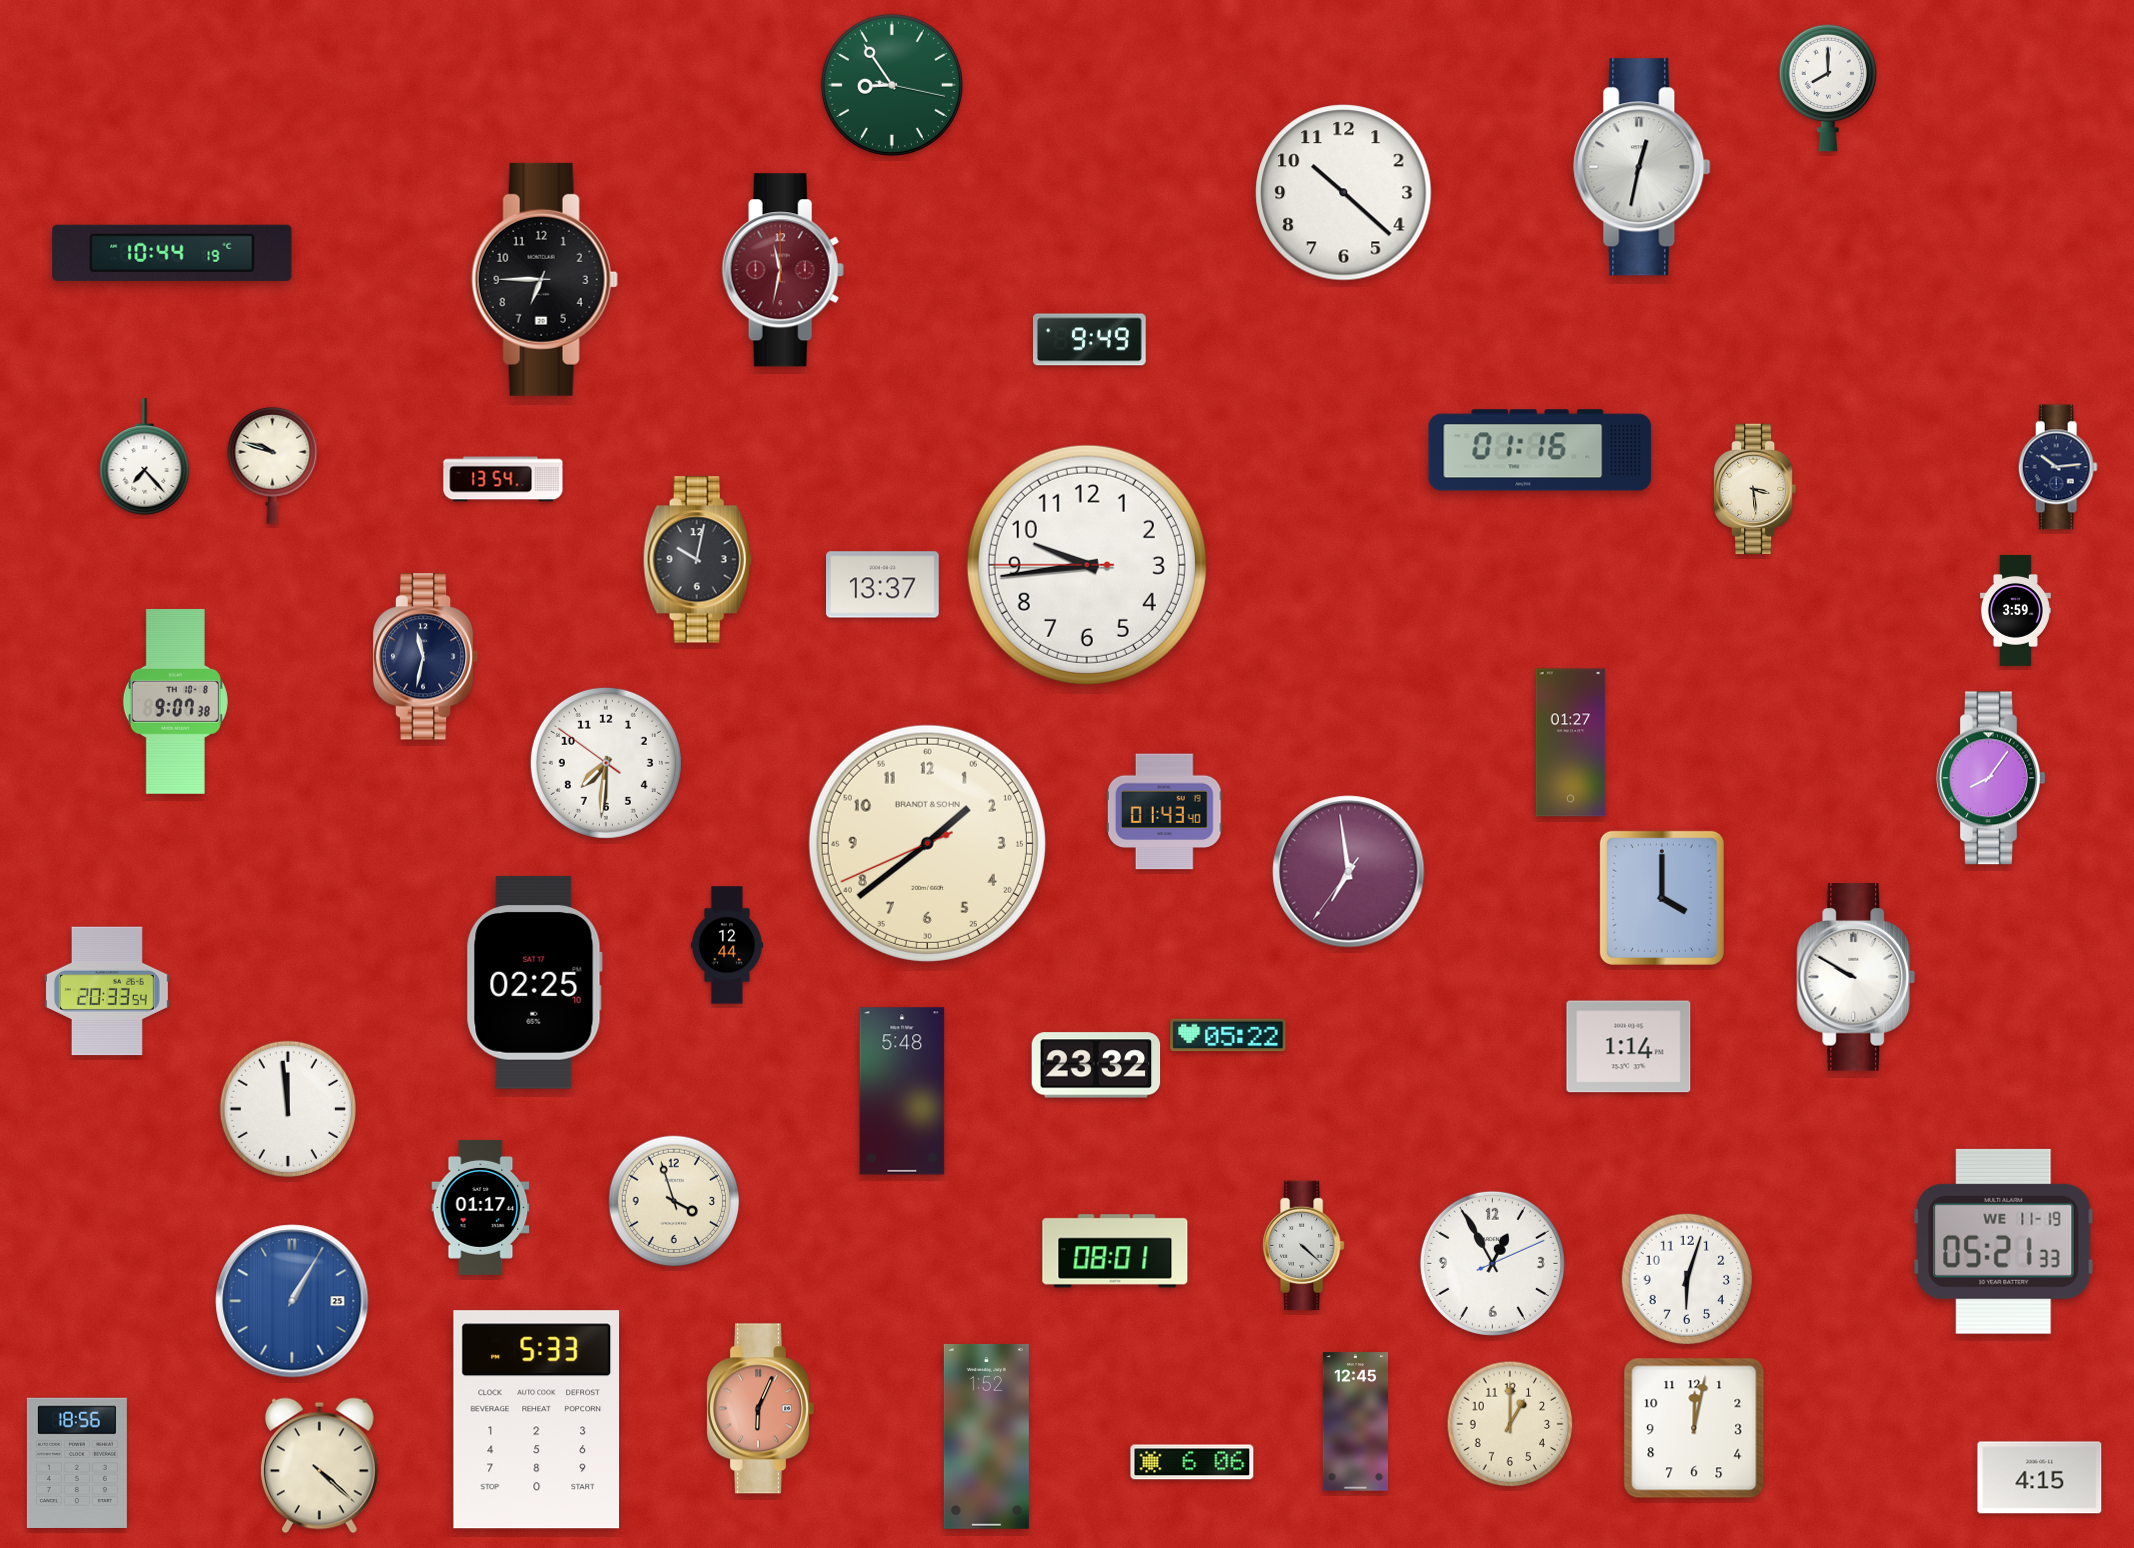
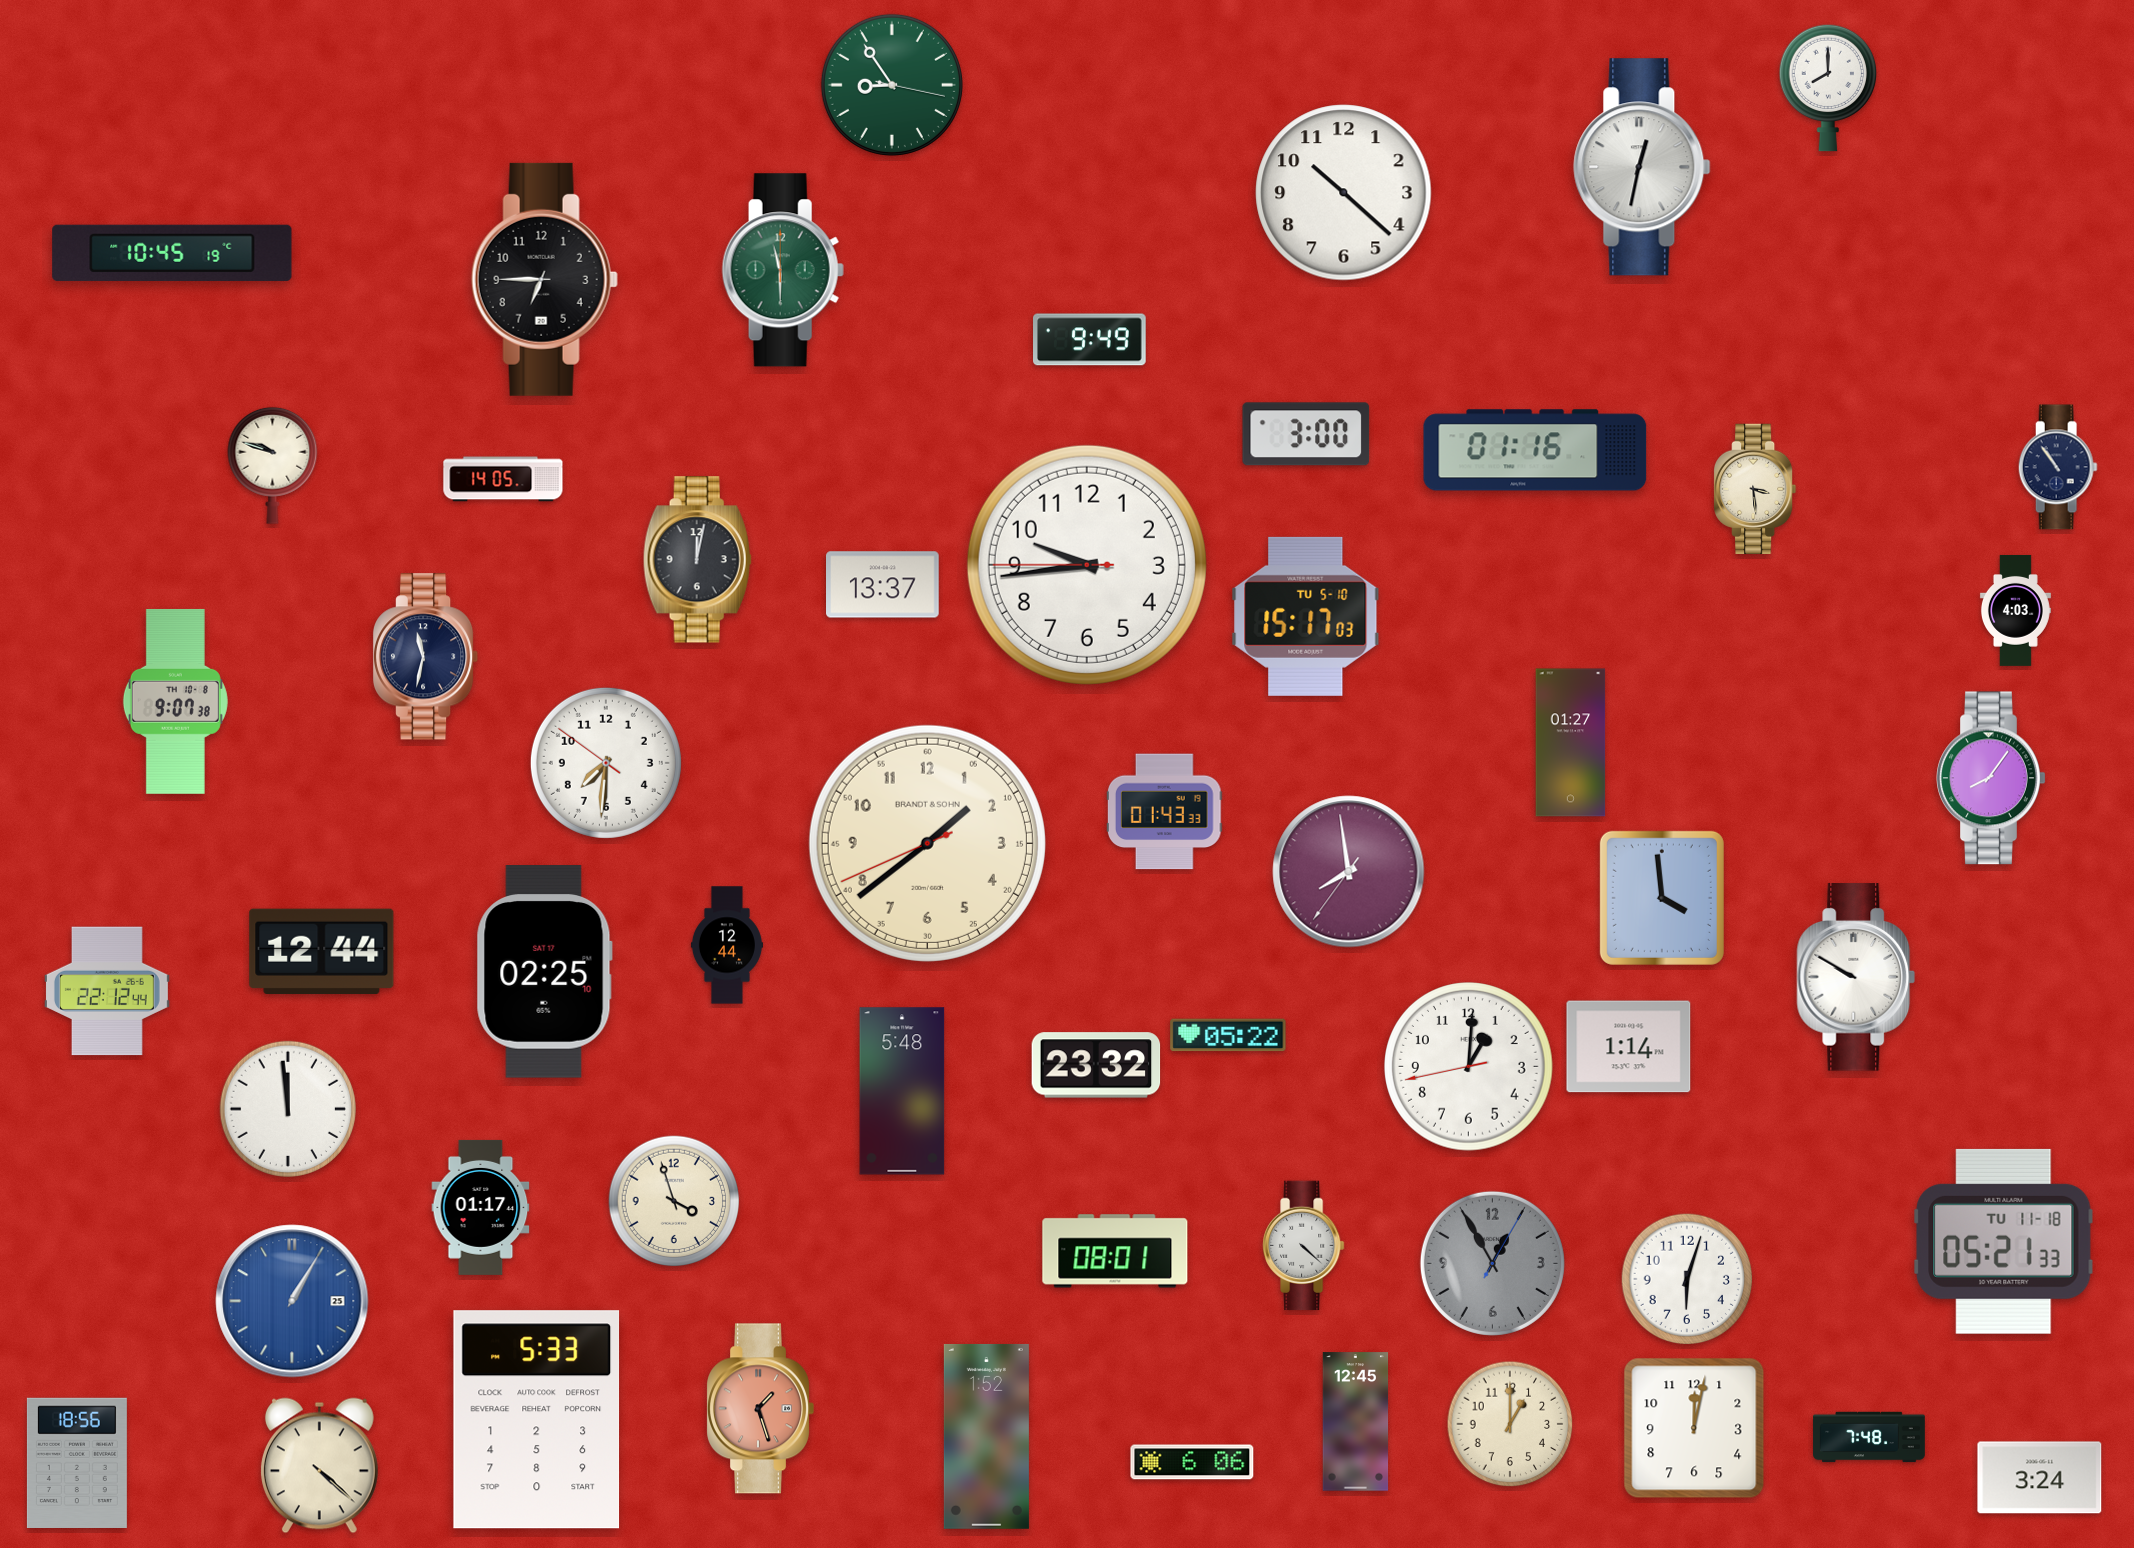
clock at (172, 253): 10:44 -> 10:45
clock at (783, 270): 11:32 -> 11:30
clock at (783, 270) dial: burgundy -> green
clock at (1306, 434): none -> 3:00
clock at (1540, 450) position: (1540, 450) -> (1535, 450)
clock at (145, 457): 7:23 -> none
clock at (2058, 467): 10:14 -> 10:54
clock at (503, 479): 13:54 -> 14:05
clock at (697, 560): 10:02 -> 12:02
clock at (2015, 611): 3:59 -> 4:03
clock at (1306, 616): none -> 15:17
clock at (1164, 812): 01:43:40 -> 01:43:33
clock at (1349, 872): 6:58 -> 7:58
clock at (1662, 898): 4:00 -> 3:59
clock at (322, 951): none -> 12:44
clock at (534, 983) position: (534, 983) -> (544, 972)
clock at (107, 991): 20:33 -> 22:12
clock at (1469, 1067): none -> 1:00
clock at (2004, 1241) date: WE 11-19 -> TU 11-18
clock at (1492, 1263): 12:55:11 -> 12:55:05
clock at (1492, 1263) dial: white -> grey
clock at (760, 1409): 6:04 -> 1:27
clock at (1869, 1437): none -> 7:48
clock at (2040, 1478): 4:15 -> 3:24
